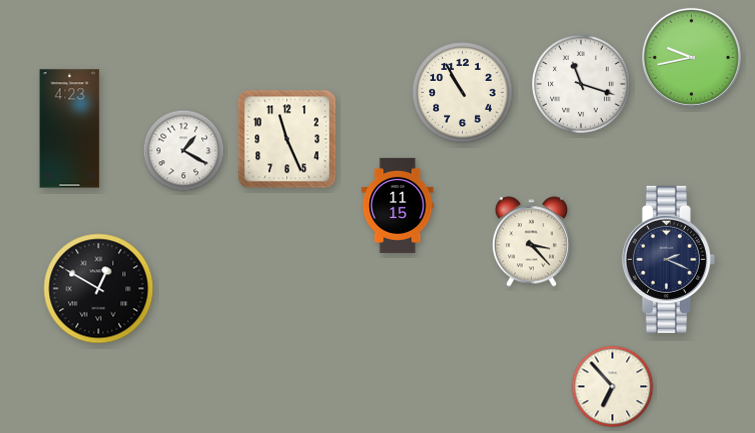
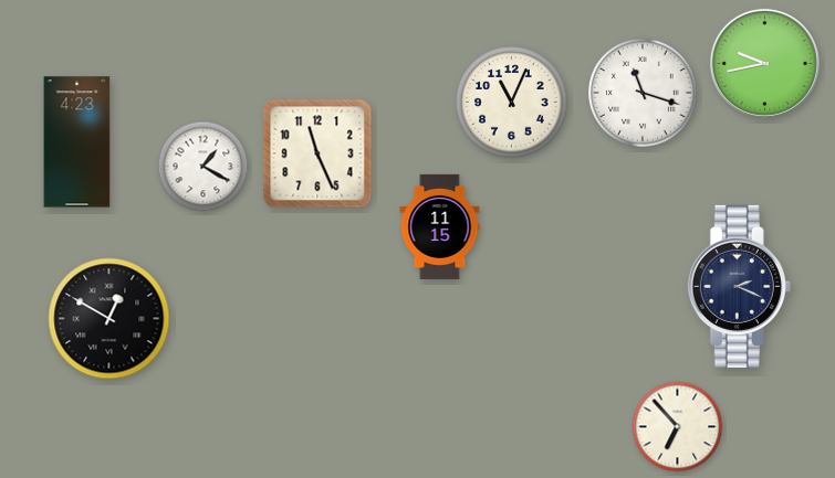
clock at (463, 93): 10:55 -> 11:04
clock at (532, 242): 3:23 -> none
